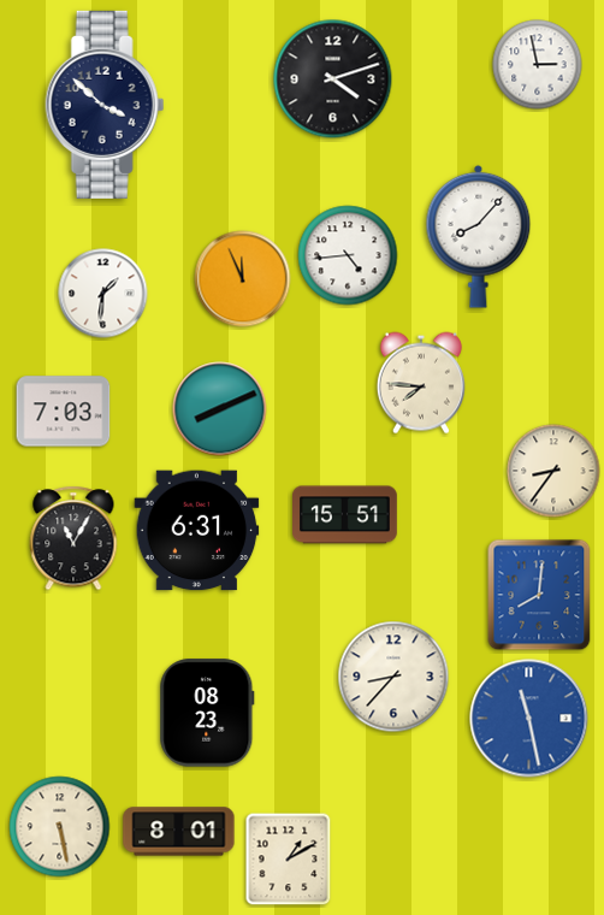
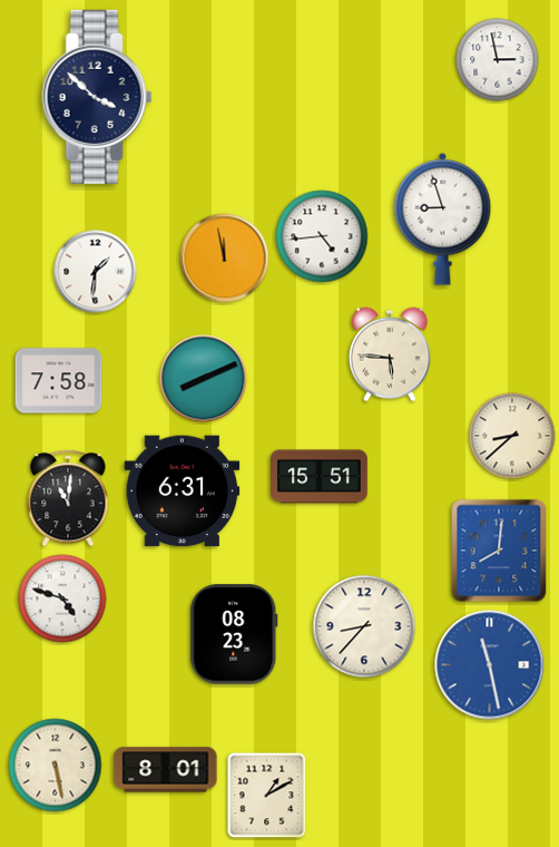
clock at (333, 79): 4:12 -> none
clock at (479, 236): 8:07 -> 8:57
clock at (243, 279): 11:56 -> 11:58
clock at (421, 383): 7:46 -> 5:46
clock at (64, 412): 7:03 -> 7:58
clock at (553, 471): 8:36 -> 8:38
clock at (73, 538): 11:05 -> 11:01
clock at (62, 598): none -> 4:48
clock at (207, 713) position: (207, 713) -> (234, 634)
